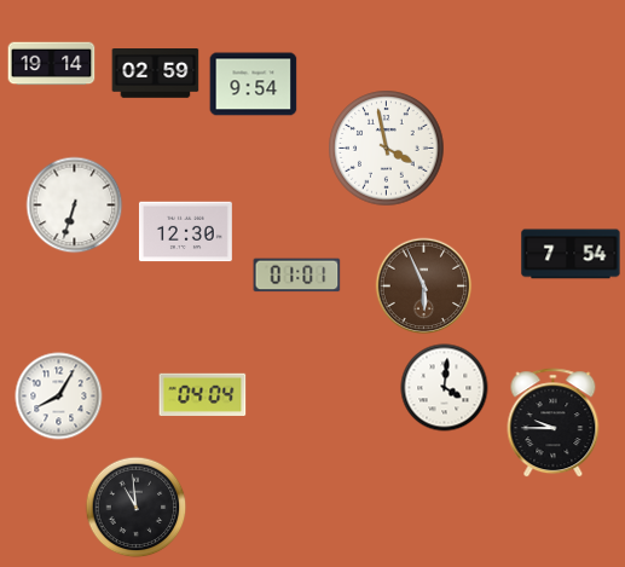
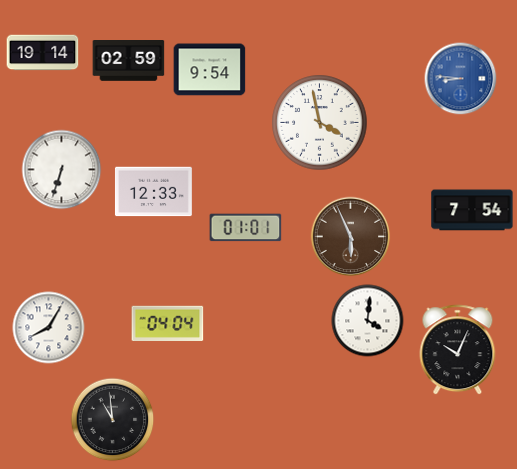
clock at (461, 79): none -> 8:46
clock at (185, 232): 12:30 -> 12:33
clock at (203, 394) position: (203, 394) -> (168, 323)
clock at (554, 423): 9:45 -> 10:04
